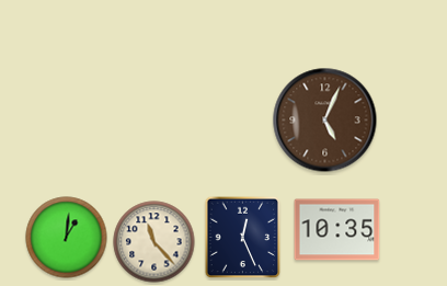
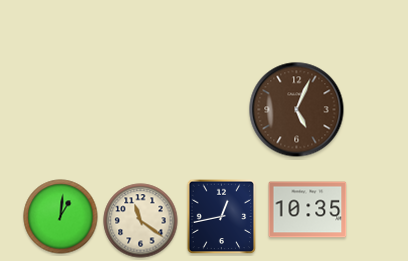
clock at (243, 238): 12:26 -> 12:43
clock at (154, 242): 11:23 -> 11:21
